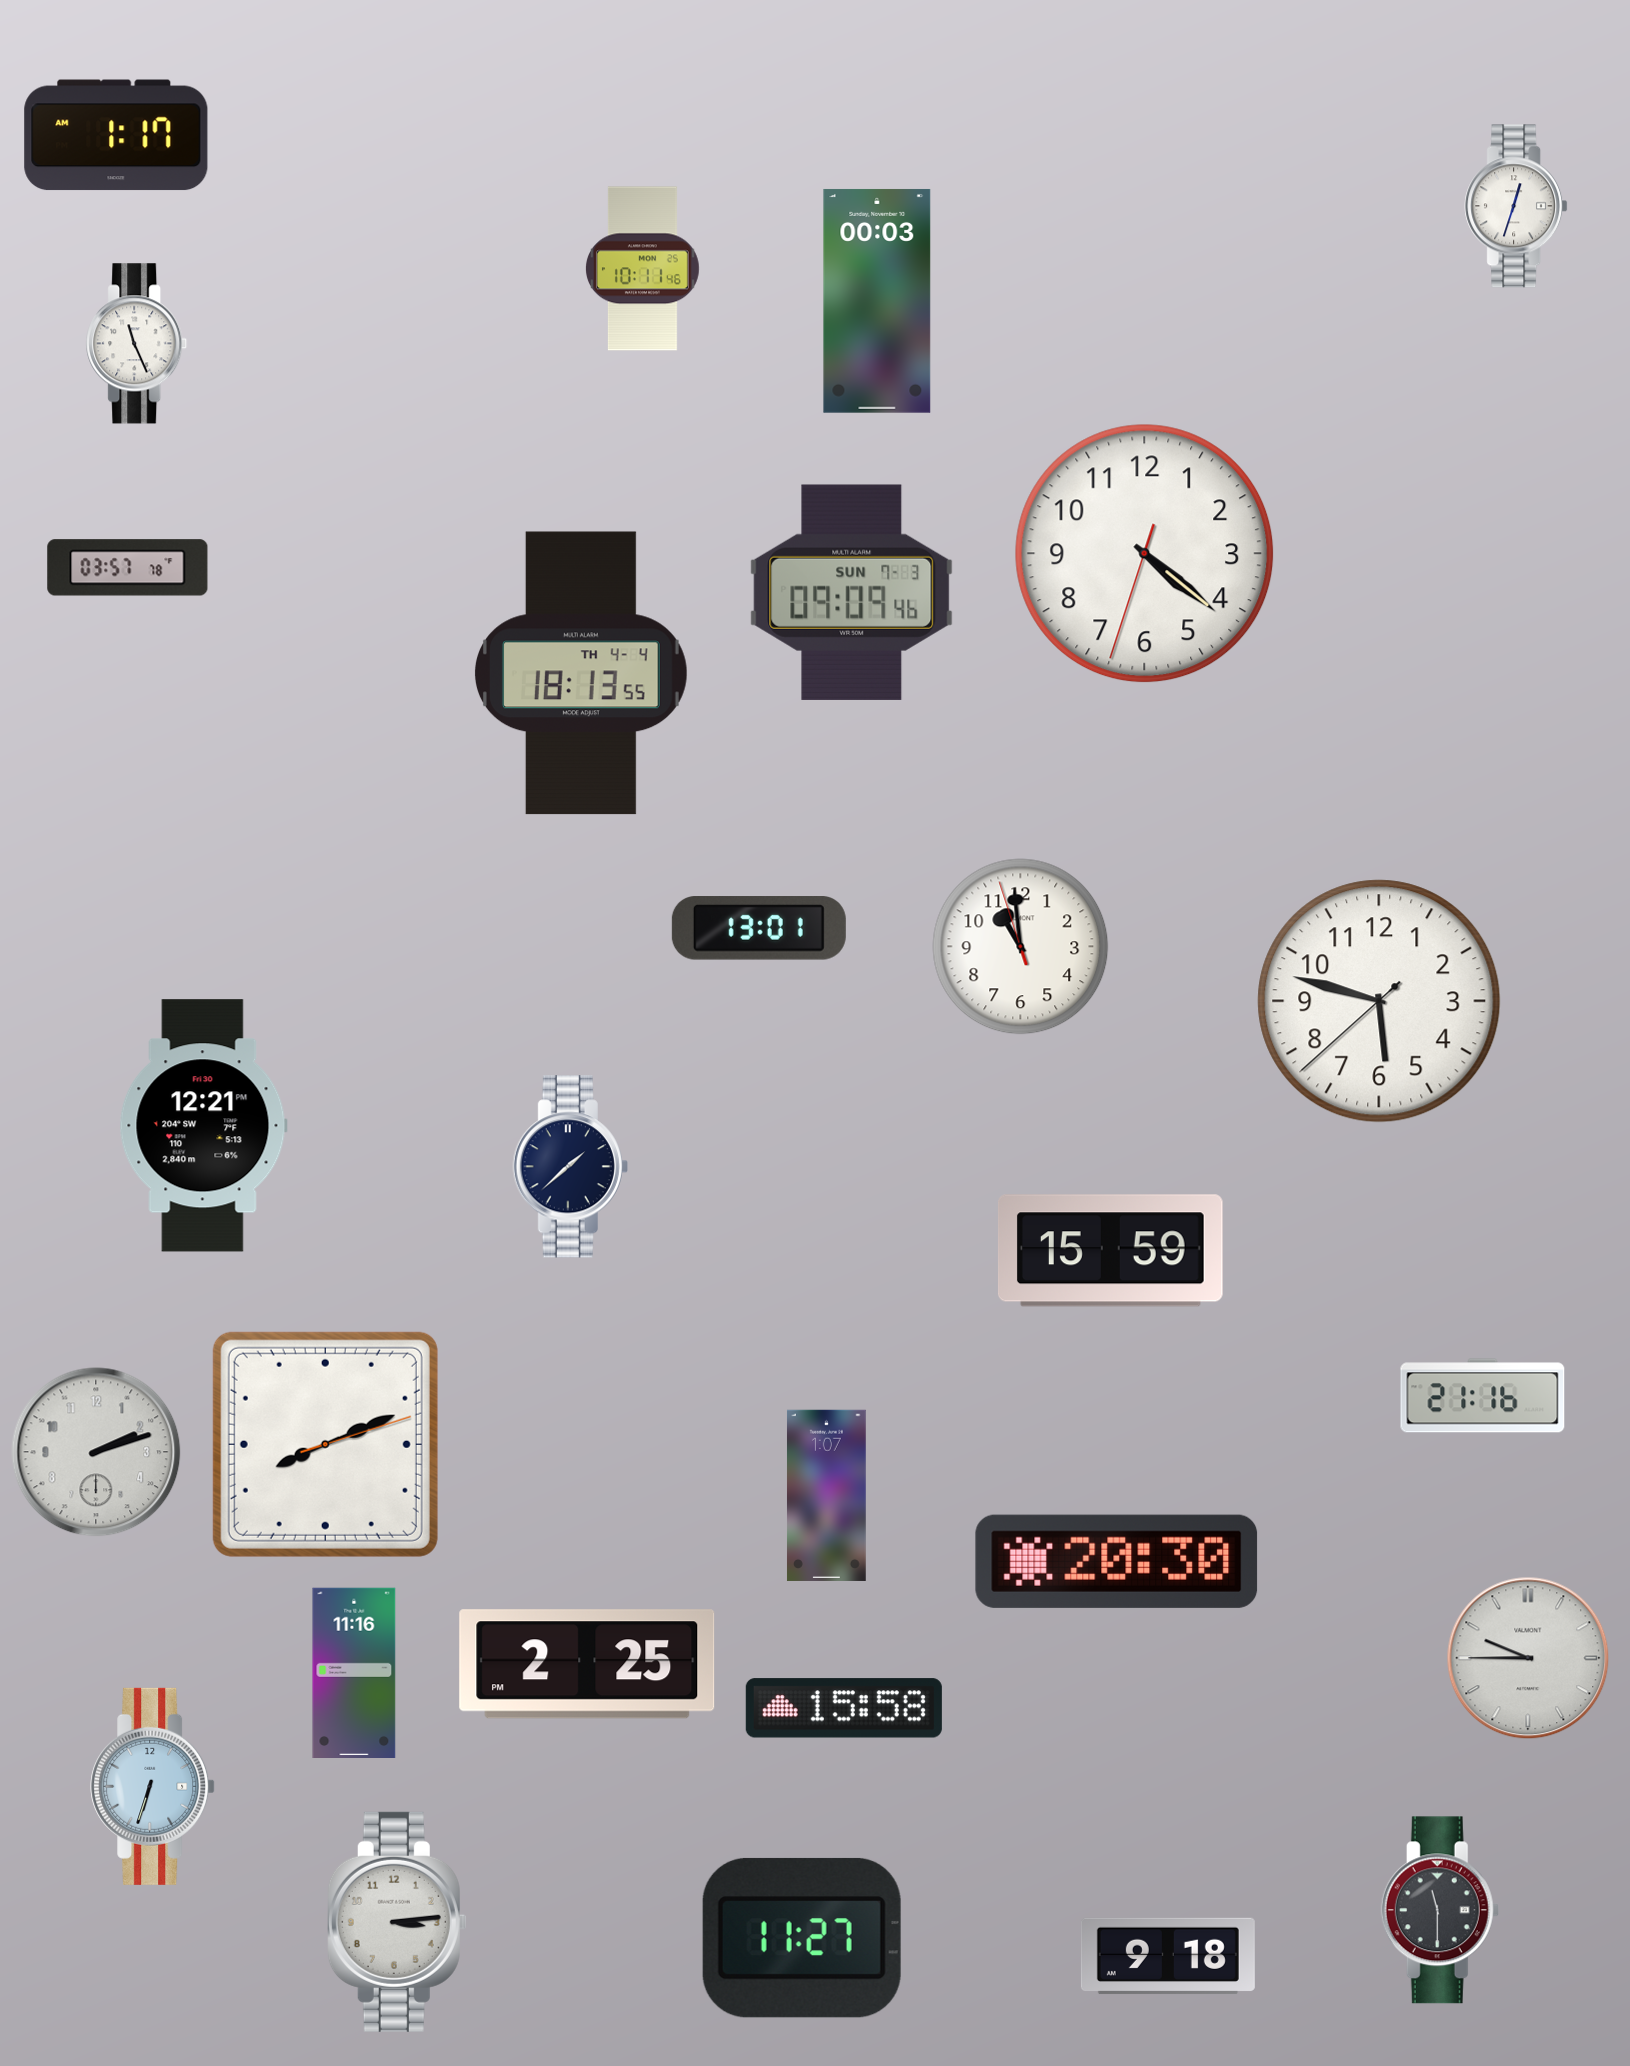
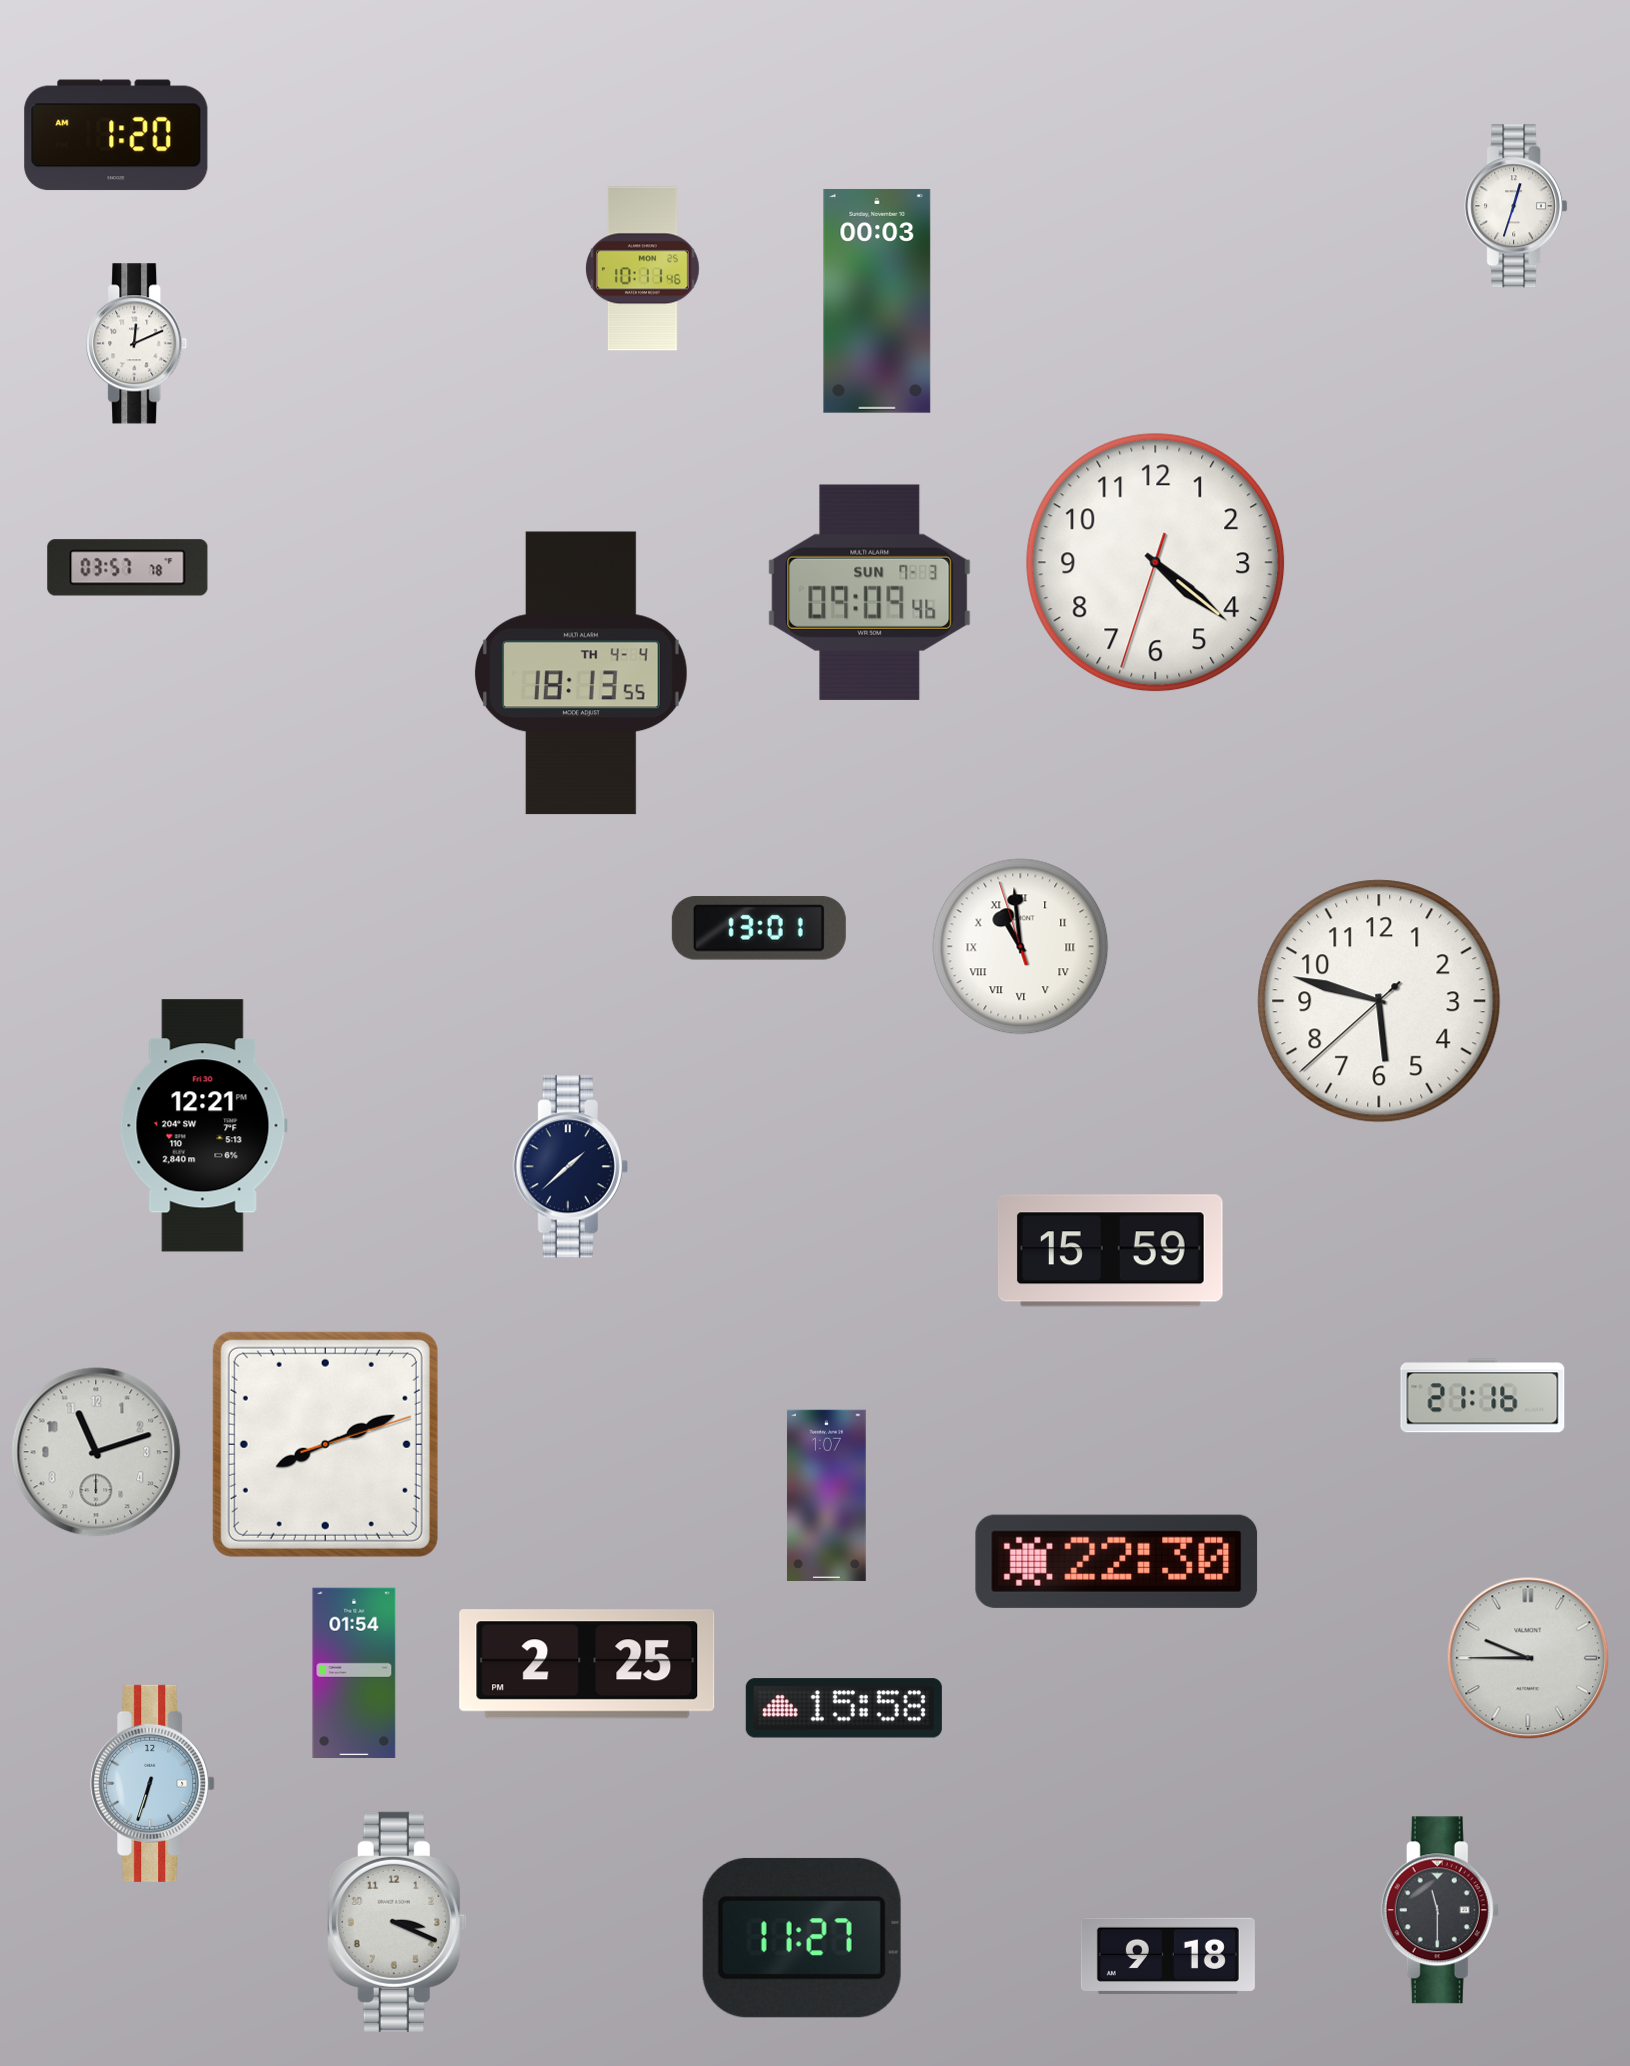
clock at (116, 135): 1:17 -> 1:20
clock at (137, 344): 11:26 -> 12:11
clock at (1145, 554) position: (1145, 554) -> (1156, 563)
clock at (852, 592) position: (852, 592) -> (870, 592)
clock at (1021, 947) numerals: Arabic -> Roman
clock at (96, 1452): 2:12 -> 11:12
clock at (1117, 1561): 20:30 -> 22:30
clock at (354, 1672): 11:16 -> 01:54
clock at (153, 1786) position: (153, 1786) -> (153, 1783)
clock at (397, 1922): 3:14 -> 3:19
